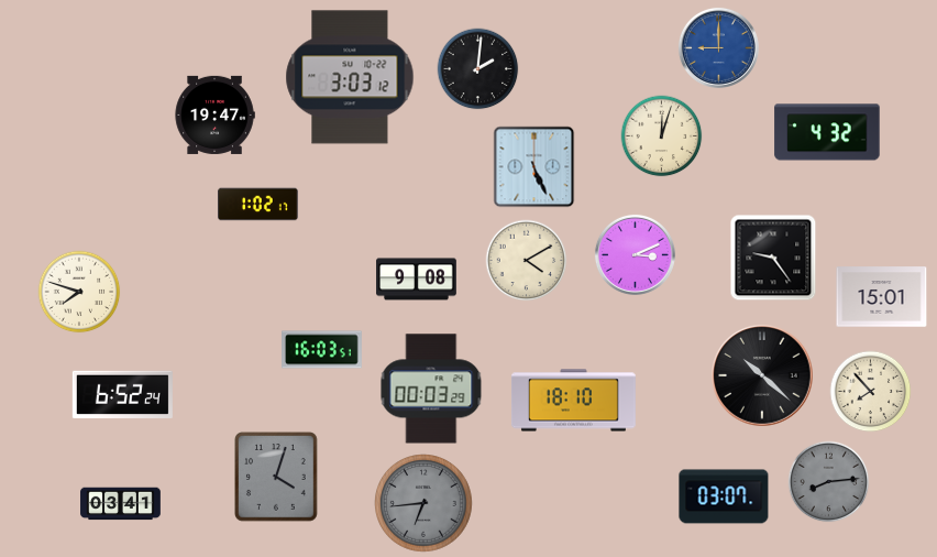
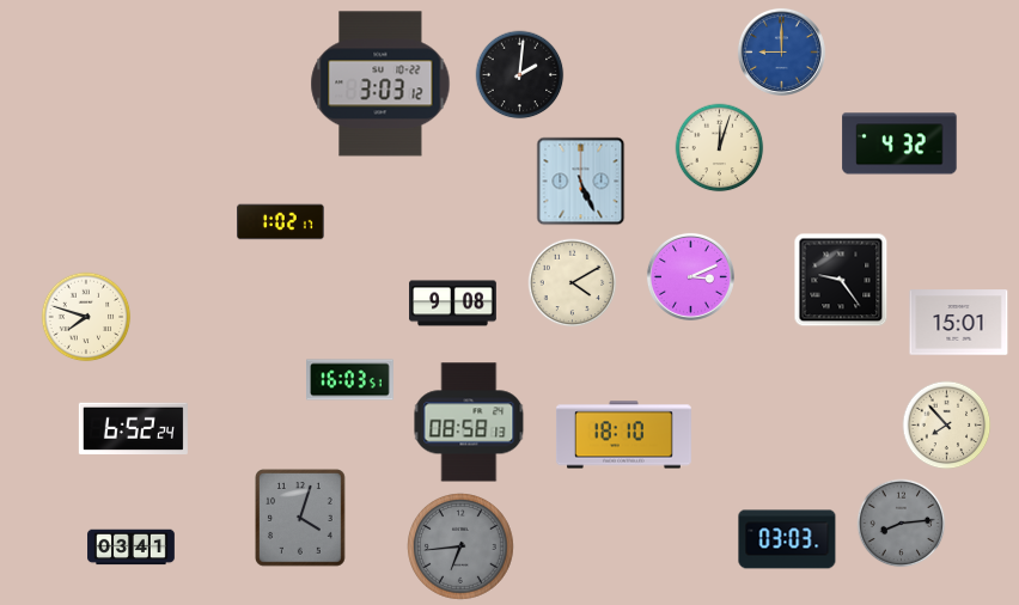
clock at (214, 114): 19:47 -> none
clock at (762, 375): 10:22 -> none
clock at (431, 389): 00:03 -> 08:58
clock at (724, 496): 03:07 -> 03:03
